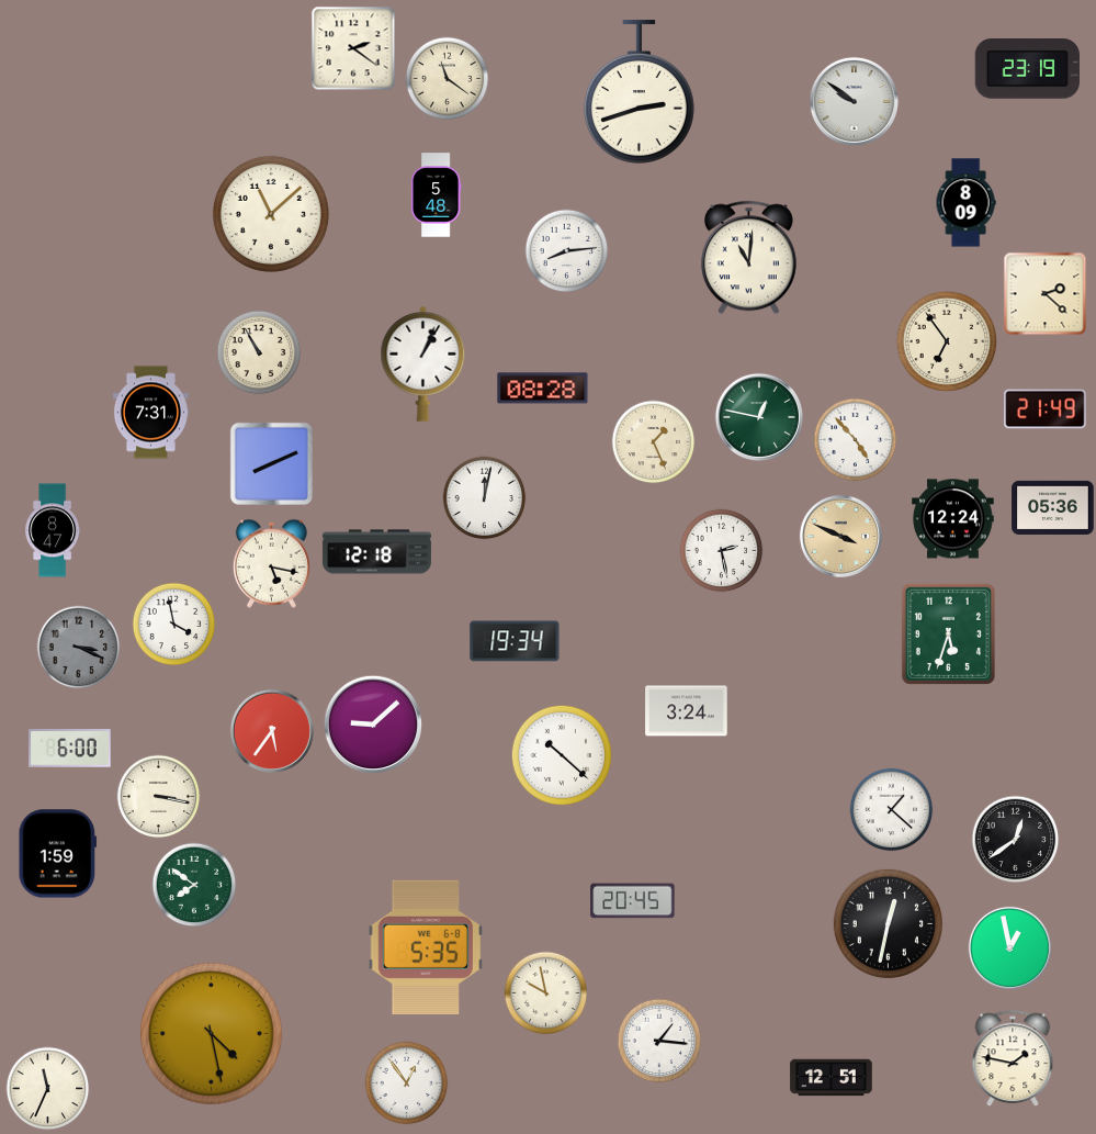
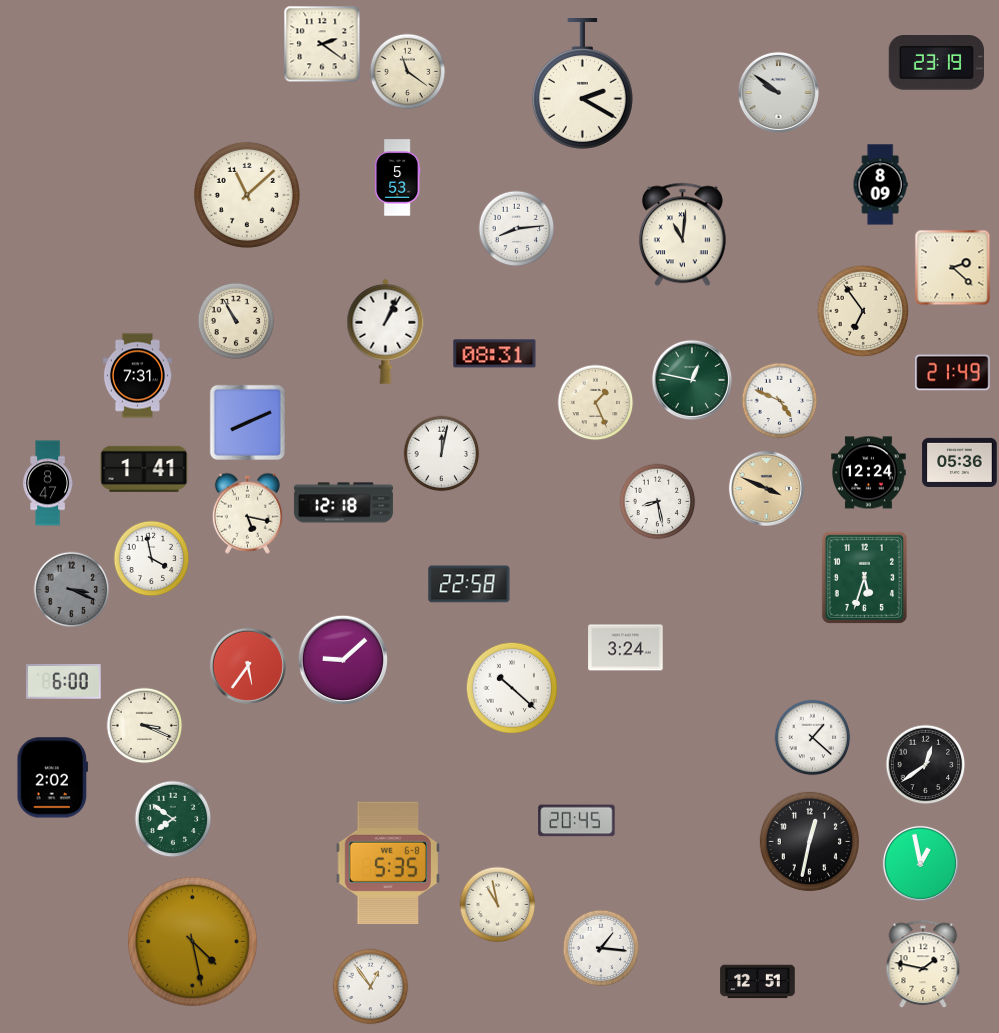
clock at (639, 92): 2:42 -> 2:20
clock at (436, 195): 5:48 -> 5:53
clock at (543, 389): 08:28 -> 08:31
clock at (856, 440): 4:53 -> 4:49
clock at (144, 469): none -> 1:41
clock at (722, 551): 2:28 -> 8:28
clock at (174, 625) position: (174, 625) -> (152, 559)
clock at (515, 641): 19:34 -> 22:58
clock at (372, 723) position: (372, 723) -> (342, 659)
clock at (159, 797): 3:17 -> 3:19
clock at (58, 854): 1:59 -> 2:02
clock at (194, 885) position: (194, 885) -> (173, 819)
clock at (546, 993): 9:58 -> 10:58
clock at (48, 1089): 11:34 -> none
